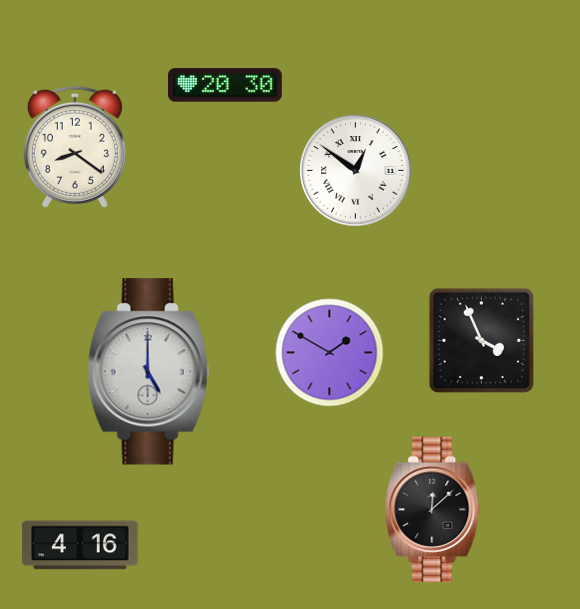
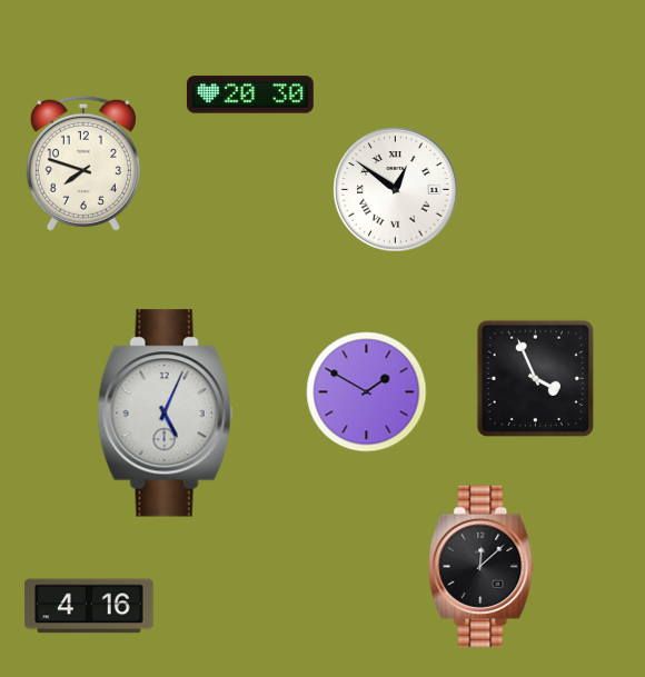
clock at (75, 147): 8:21 -> 7:48
clock at (149, 372): 5:00 -> 5:04
